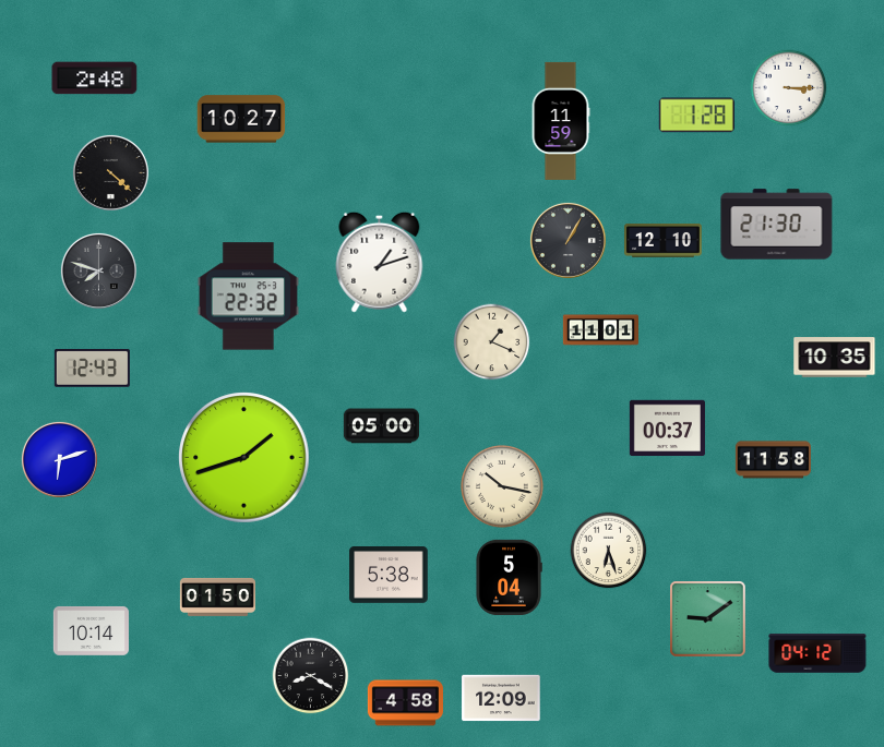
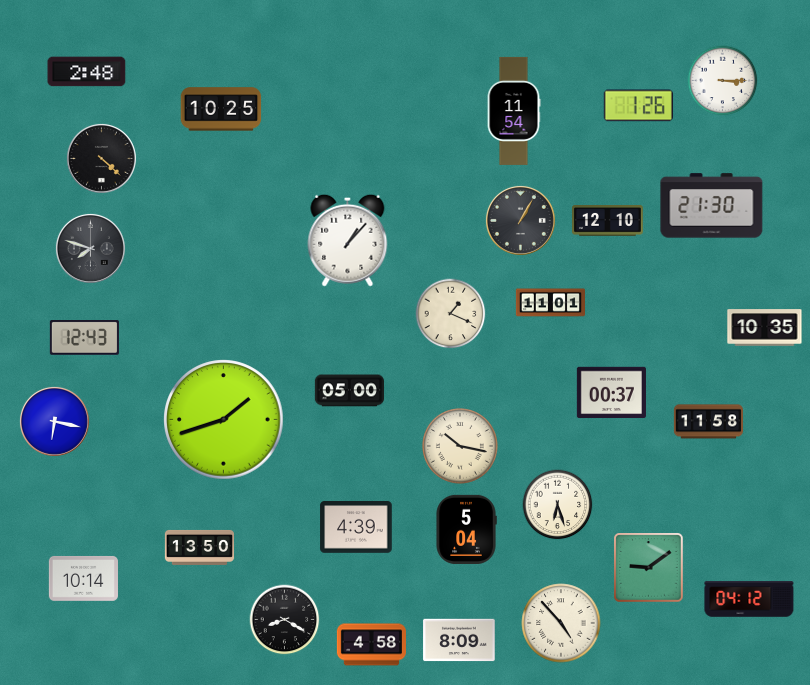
clock at (696, 116): 1:28 -> 1:26
clock at (241, 119): 10:27 -> 10:25
clock at (561, 121): 11:59 -> 11:54
clock at (380, 262): 1:12 -> 1:07
clock at (248, 297): 22:32 -> none
clock at (59, 459): 6:12 -> 6:17
clock at (389, 576): 5:38 -> 4:39
clock at (217, 597): 01:50 -> 13:50
clock at (561, 623): none -> 4:53
clock at (501, 698): 12:09 -> 8:09
